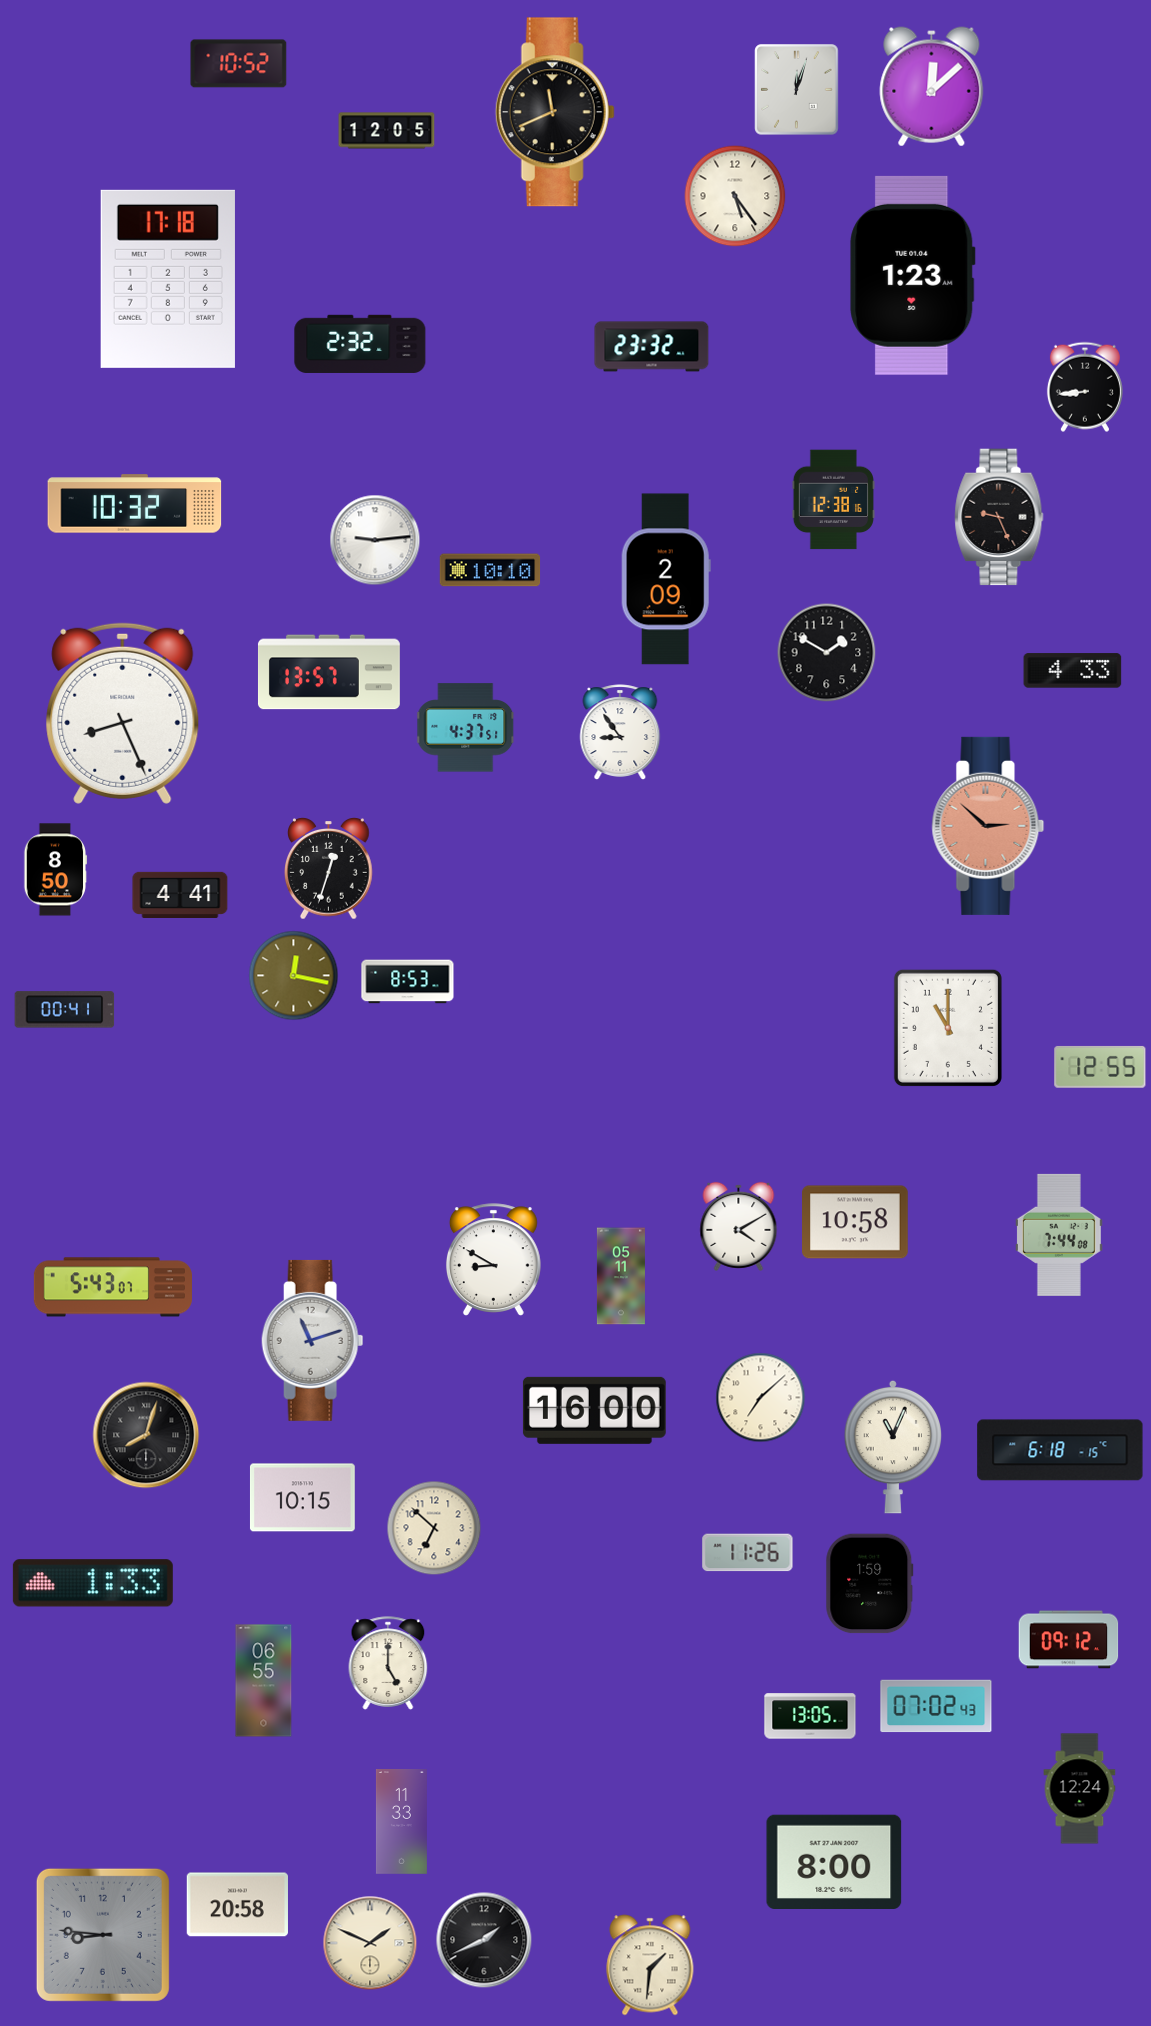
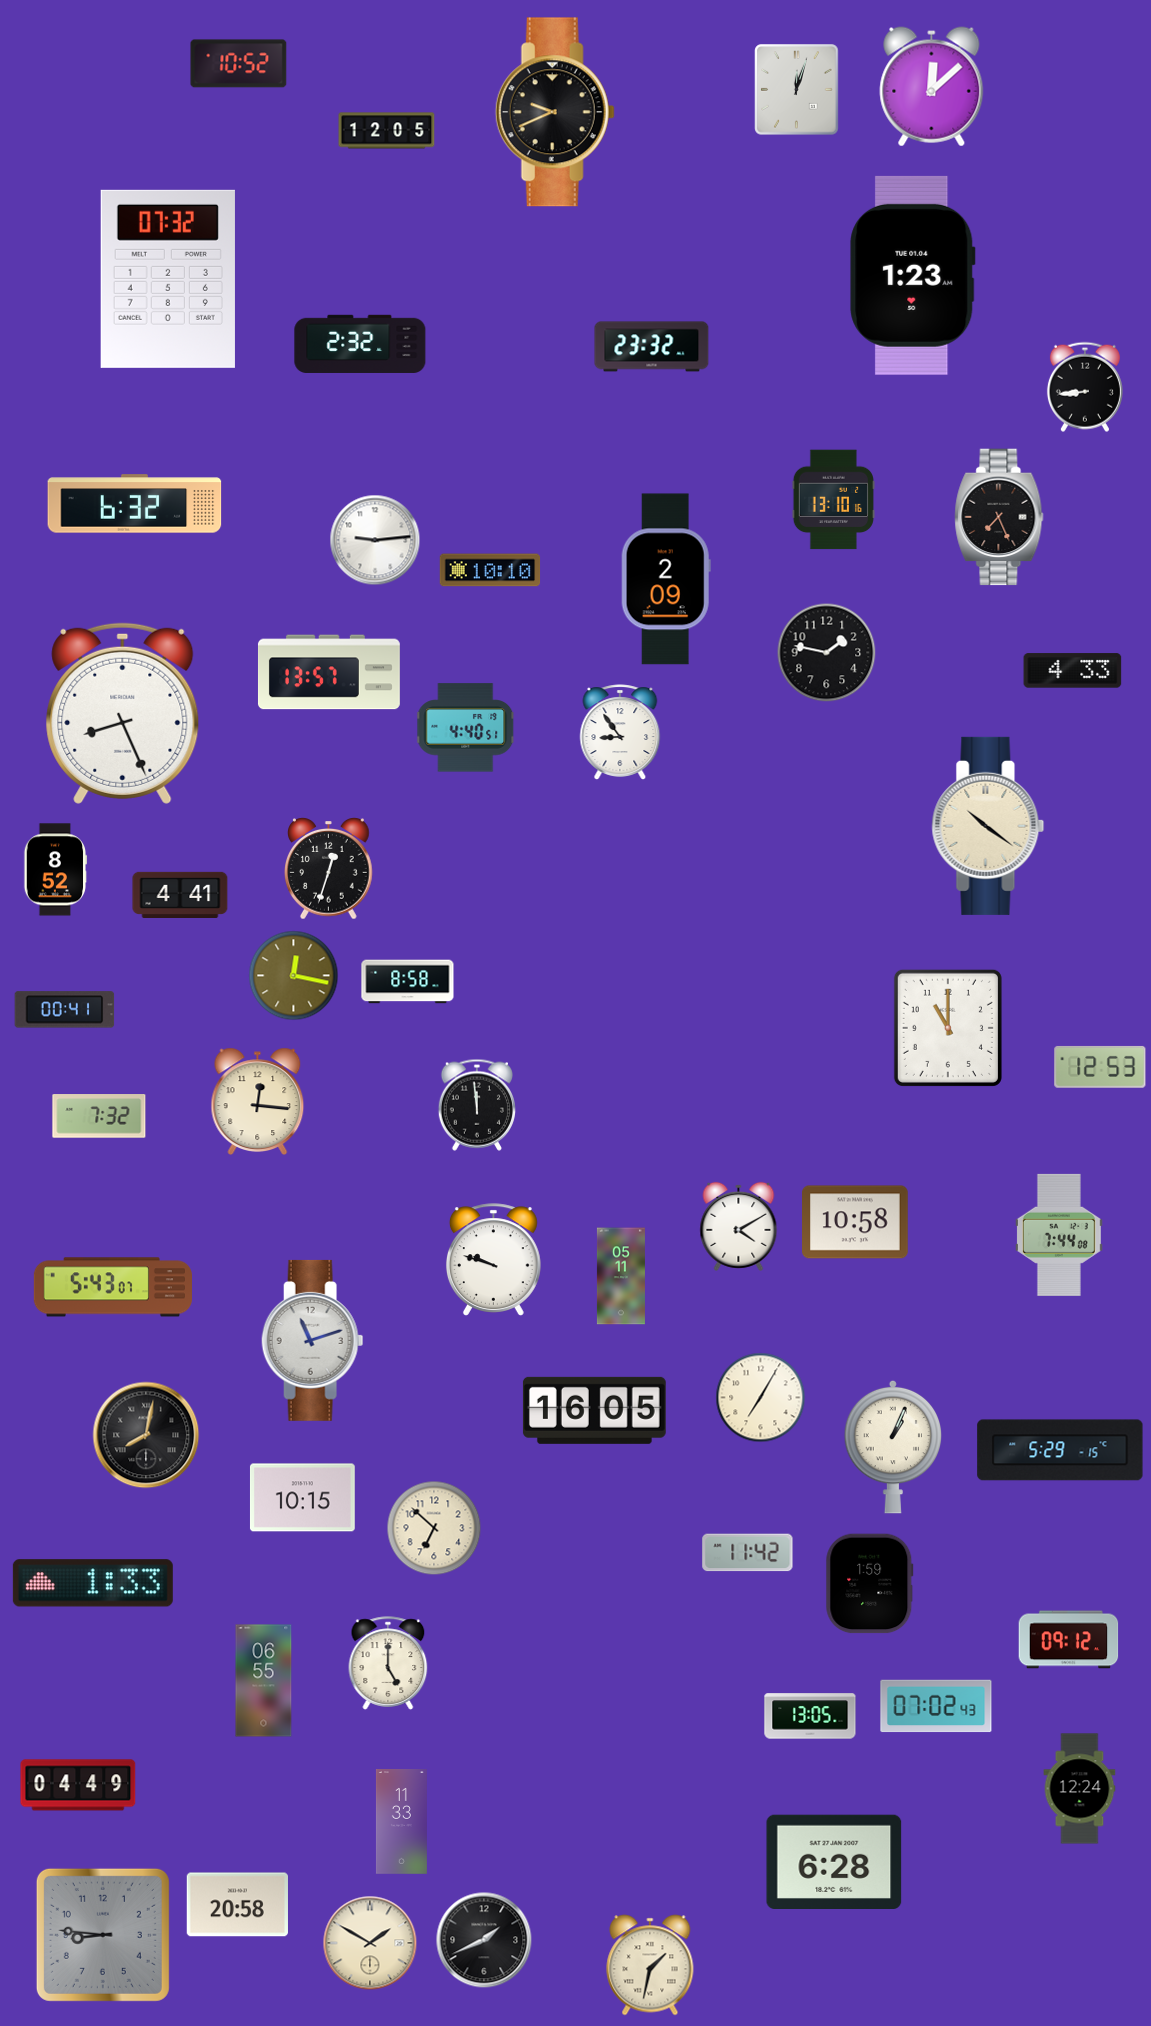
clock at (555, 112): 11:41 -> 9:41
clock at (735, 196): 5:24 -> none
clock at (168, 279): 17:18 -> 07:32
clock at (833, 500): 12:38 -> 13:10
clock at (135, 504): 10:32 -> 6:32
clock at (999, 517): 9:26 -> 7:26
clock at (827, 653): 1:50 -> 1:47
clock at (466, 728): 4:37 -> 4:40
clock at (988, 826): 2:52 -> 10:21
clock at (988, 826) dial: salmon -> cream
clock at (56, 870): 8:50 -> 8:52
clock at (408, 982): 8:53 -> 8:58
clock at (1100, 1067): 12:55 -> 12:53
clock at (258, 1101): none -> 12:16
clock at (477, 1105): none -> 11:59
clock at (99, 1116): none -> 7:32
clock at (493, 1260): 8:50 -> 9:48
clock at (761, 1398): 7:08 -> 7:05
clock at (594, 1410): 16:00 -> 16:05
clock at (146, 1435): 8:03 -> 8:02
clock at (893, 1447): 11:04 -> 1:04
clock at (1060, 1450): 6:18 -> 5:29
clock at (748, 1553): 11:26 -> 11:42
clock at (78, 1785): none -> 04:49
clock at (834, 1861): 8:00 -> 6:28
clock at (370, 1943): 1:49 -> 1:50
clock at (650, 1965): 1:31 -> 1:32
